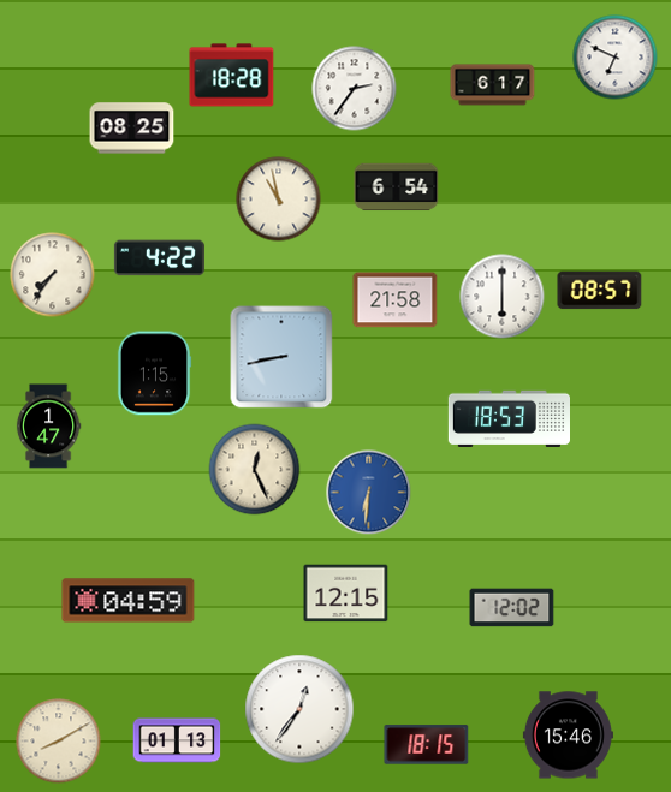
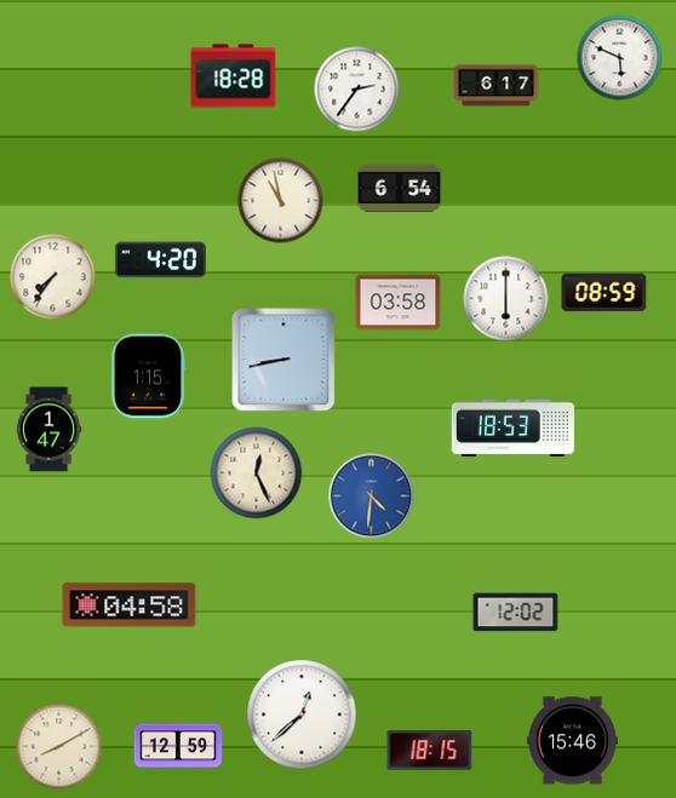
clock at (616, 58): 6:49 -> 5:49
clock at (132, 129): 08:25 -> none
clock at (159, 258): 4:22 -> 4:20
clock at (600, 291): 08:57 -> 08:59
clock at (396, 300): 21:58 -> 03:58
clock at (154, 374) position: (154, 374) -> (148, 377)
clock at (509, 418) position: (509, 418) -> (512, 427)
clock at (369, 493): 6:31 -> 4:31
clock at (346, 594): 12:15 -> none
clock at (129, 601): 04:59 -> 04:58
clock at (299, 709): 12:36 -> 12:38
clock at (177, 740): 01:13 -> 12:59
